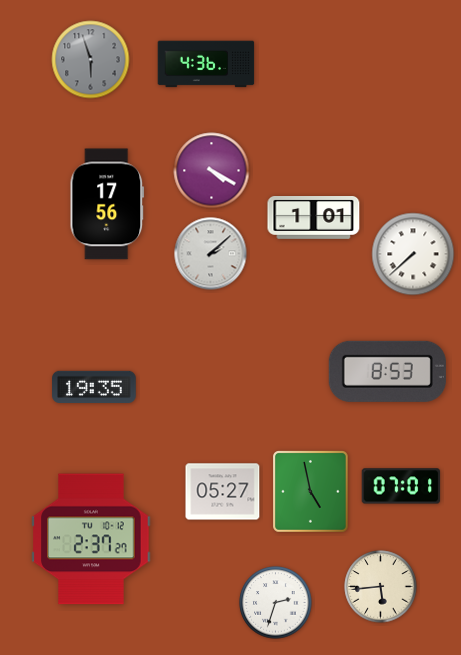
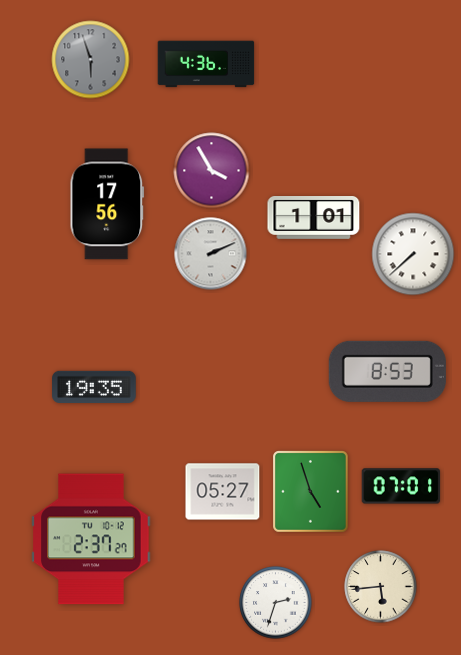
clock at (212, 171): 4:20 -> 3:55
clock at (211, 254): 2:08 -> 2:11
clock at (311, 492): 4:58 -> 4:57
